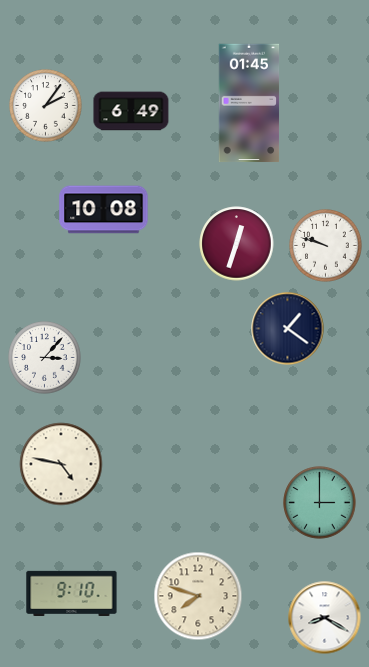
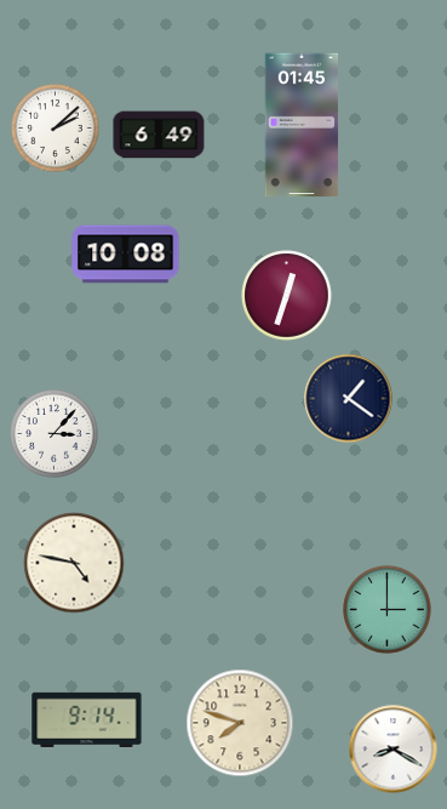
clock at (46, 106): 2:06 -> 2:08
clock at (326, 246): 9:48 -> none
clock at (72, 593): 9:10 -> 9:14
